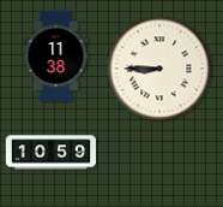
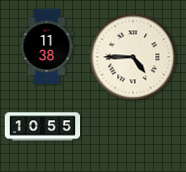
clock at (159, 69): 8:45 -> 4:45
clock at (52, 153): 10:59 -> 10:55
